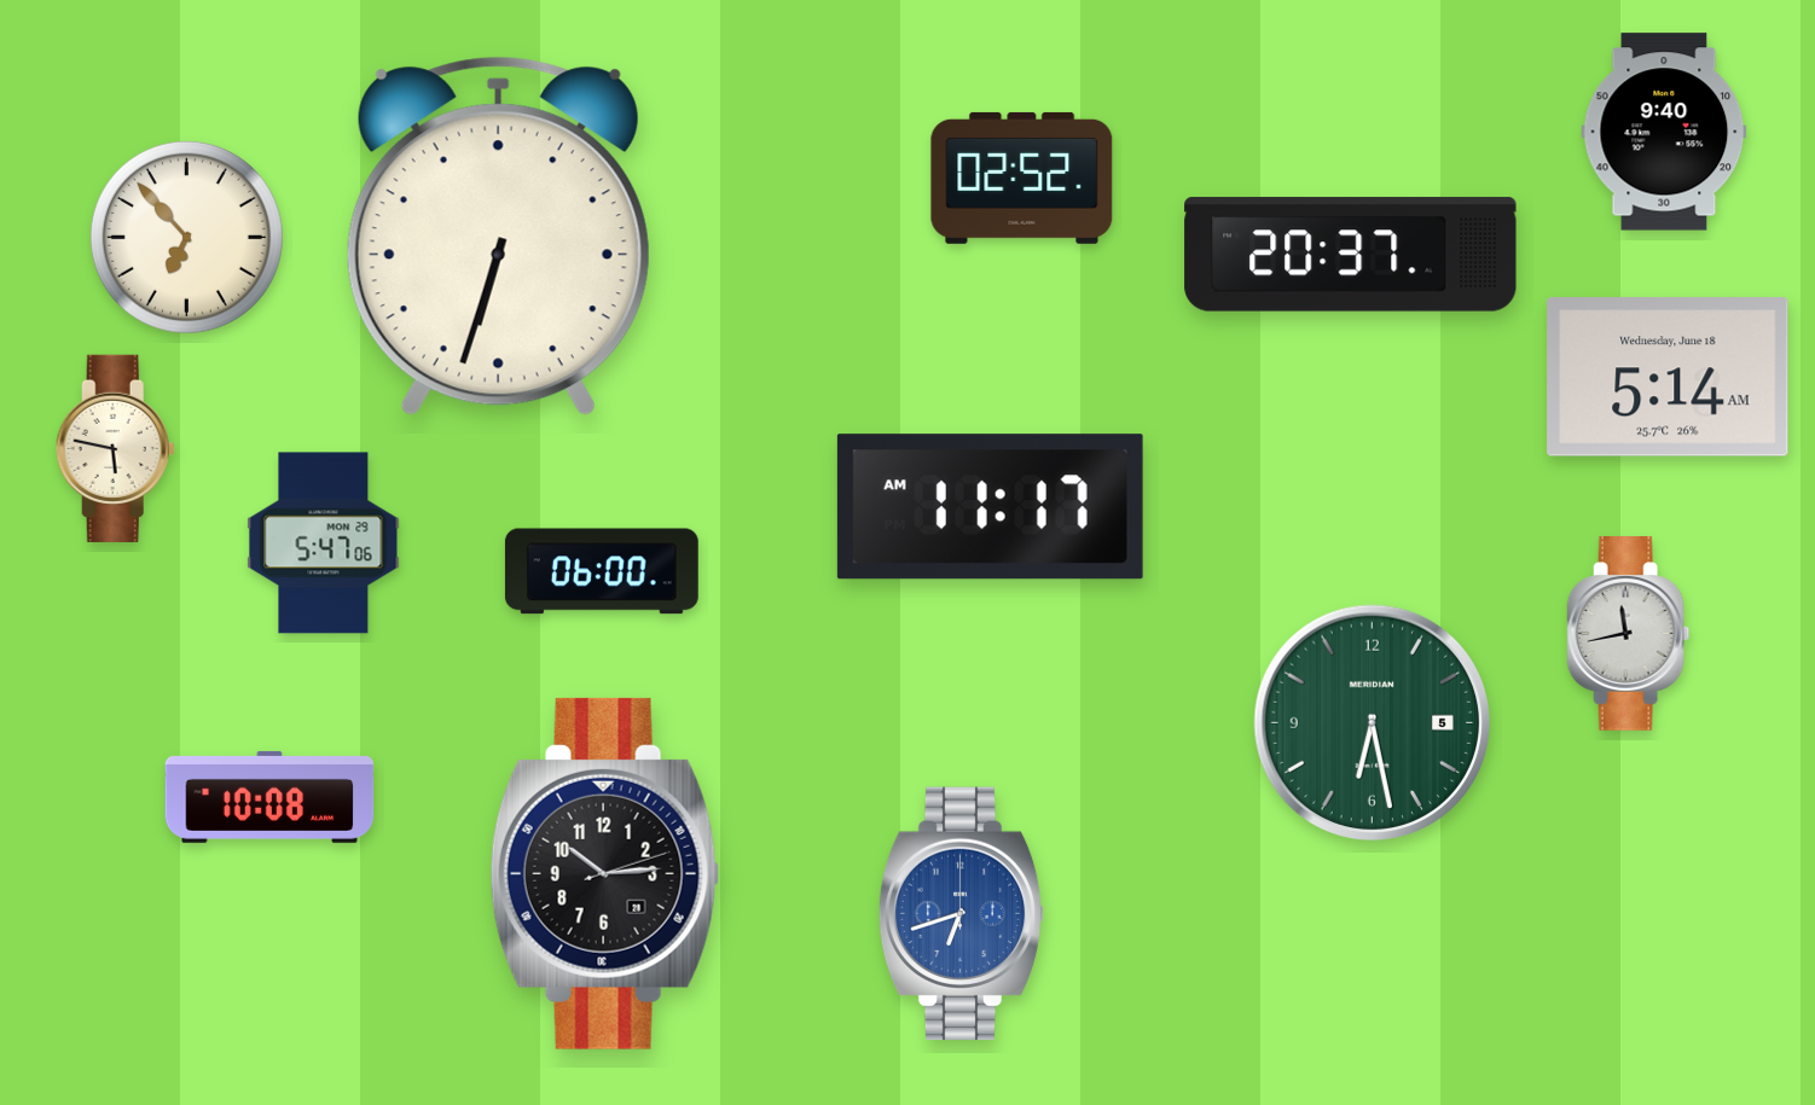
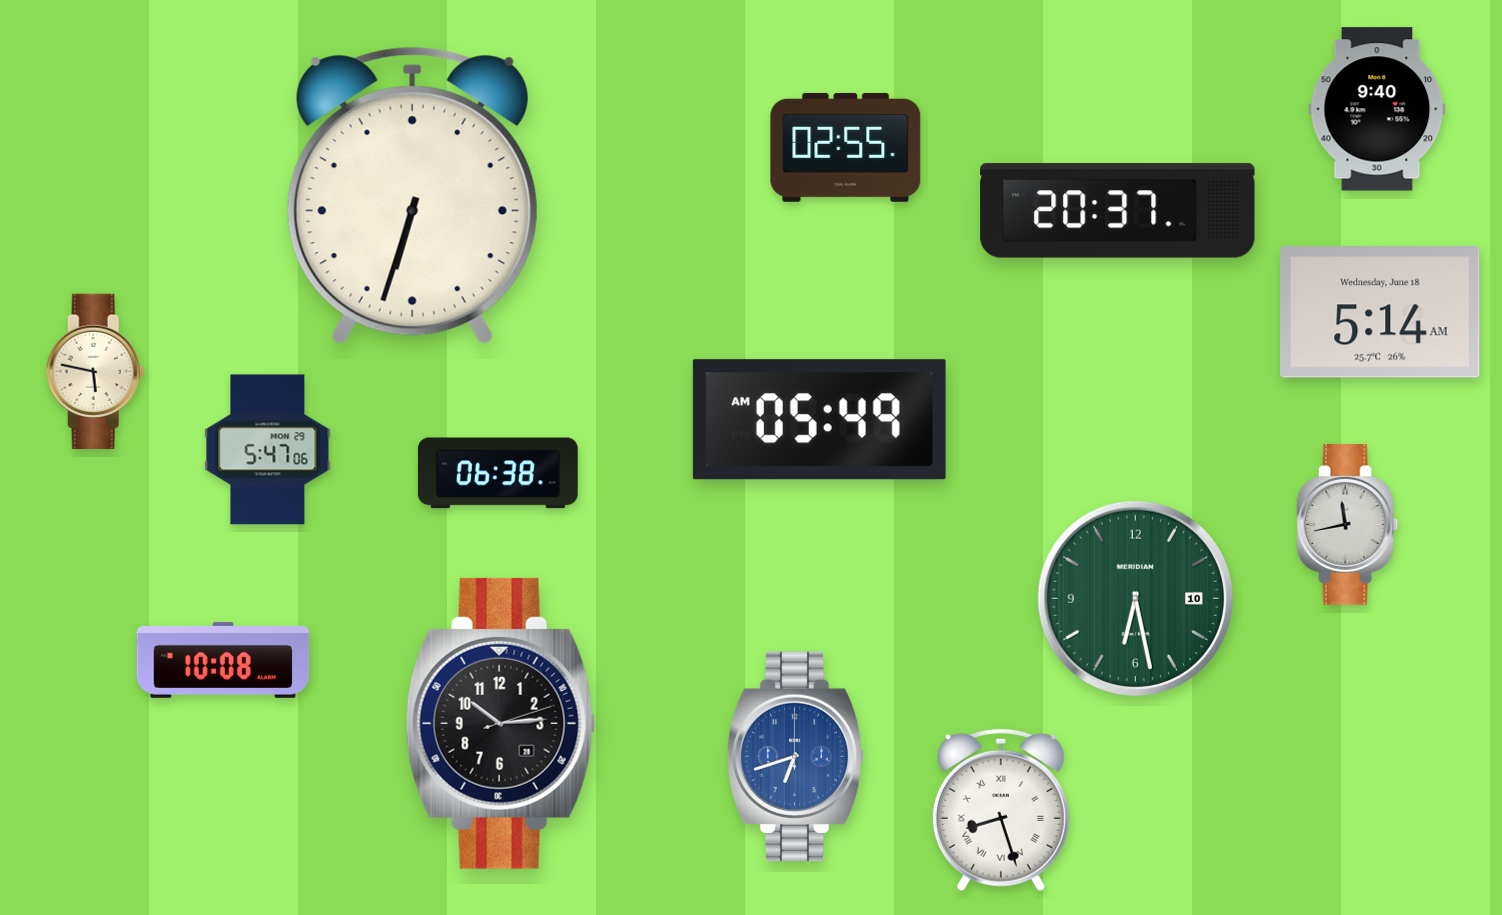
clock at (1022, 178): 02:52 -> 02:55
clock at (186, 237): 6:53 -> none
clock at (990, 507): 11:17 -> 05:49
clock at (602, 571): 06:00 -> 06:38
clock at (1373, 723) date: 5 -> 10
clock at (1001, 810): none -> 8:27
